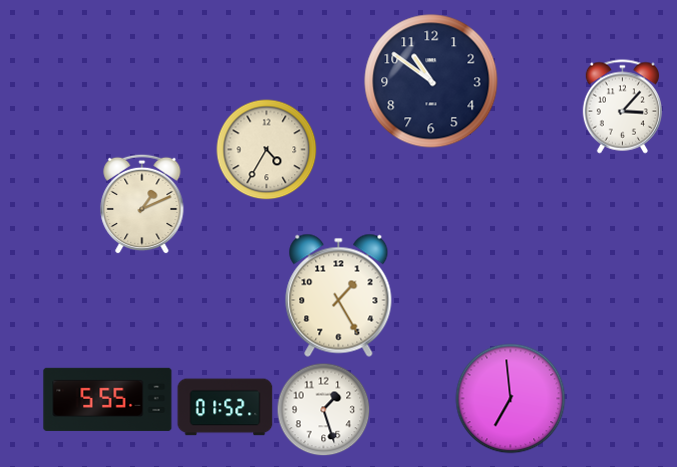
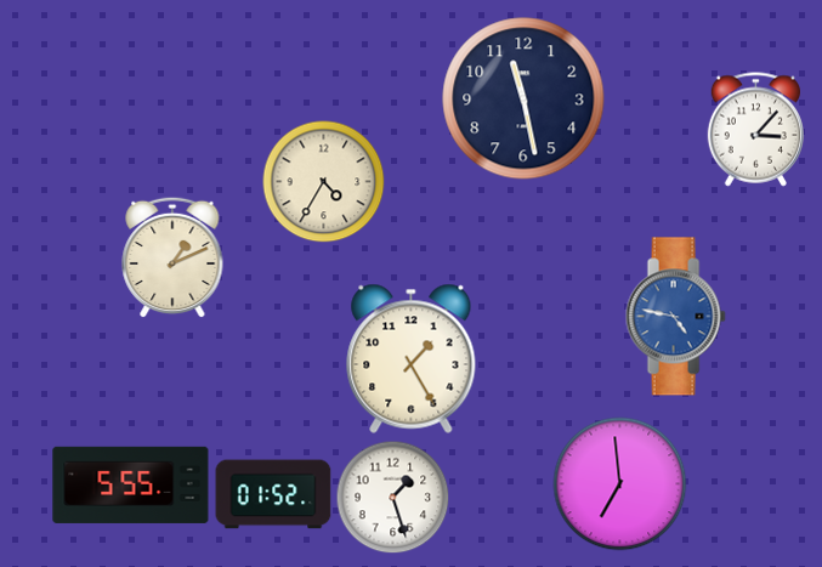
clock at (431, 81): 10:51 -> 11:28
clock at (142, 204) position: (142, 204) -> (172, 257)
clock at (675, 317): none -> 4:47
